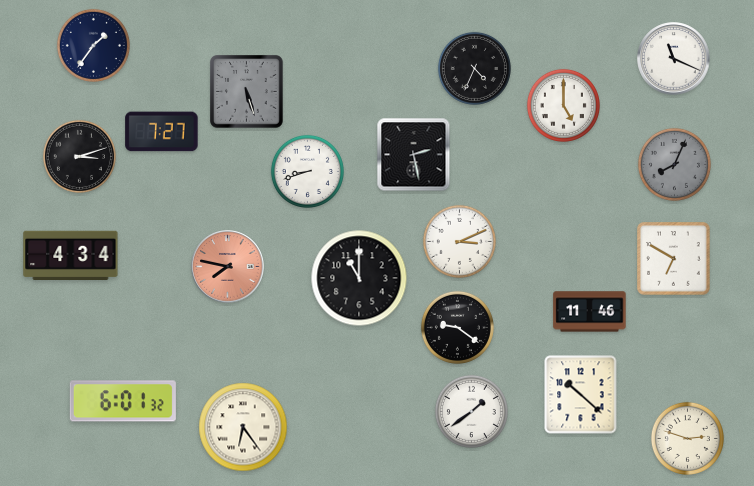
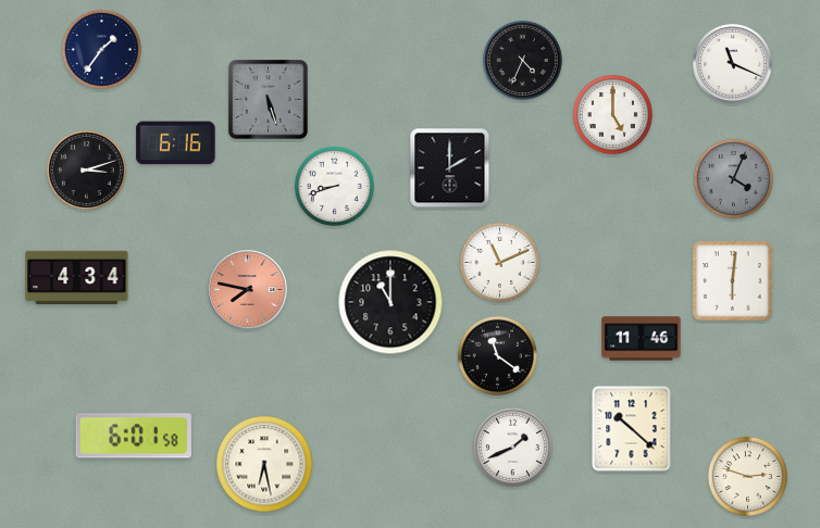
clock at (474, 68) position: (474, 68) -> (522, 60)
clock at (162, 132): 7:27 -> 6:16
clock at (414, 155): 2:28 -> 2:00
clock at (674, 164): 8:04 -> 4:04
clock at (459, 241): 3:11 -> 11:11
clock at (674, 259): 6:50 -> 6:01
clock at (457, 327): 9:21 -> 11:21
clock at (123, 401): 6:01:32 -> 6:01:58
clock at (471, 411): 1:39 -> 1:41
clock at (243, 427): 6:24 -> 6:28
